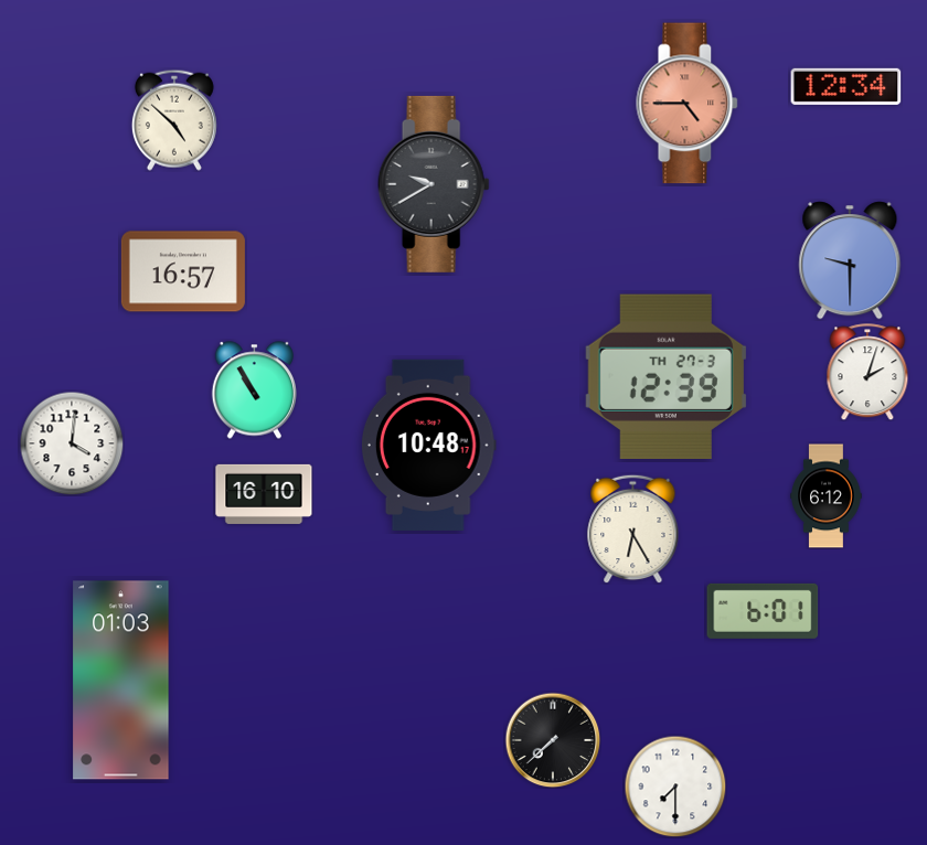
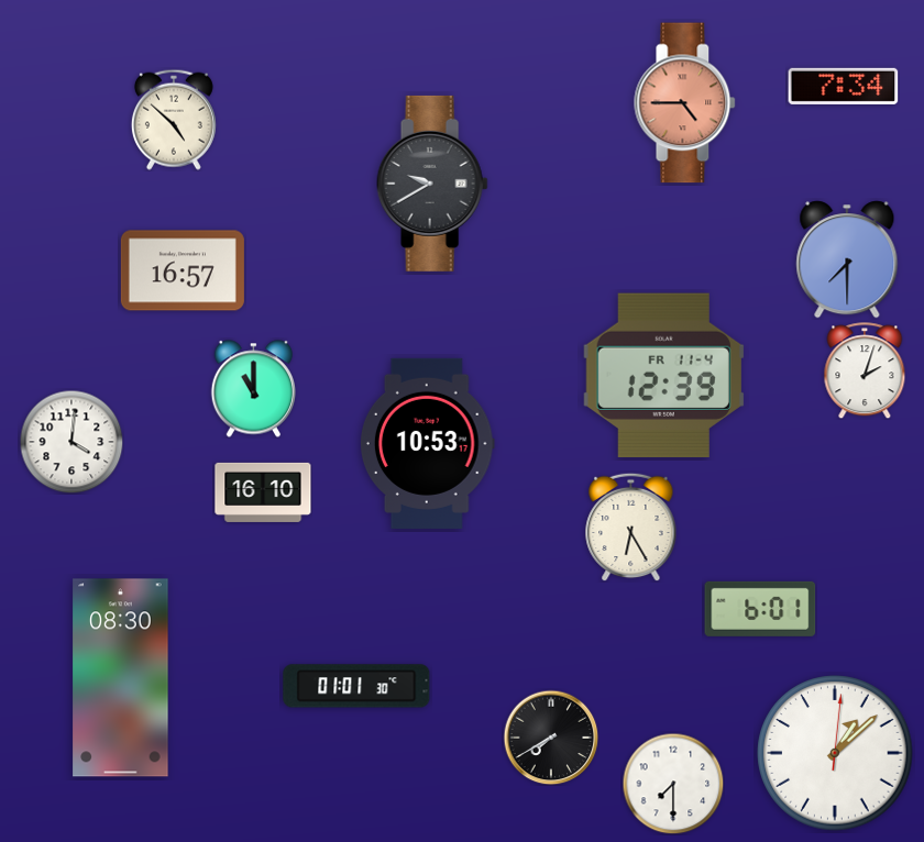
clock at (846, 86): 12:34 -> 7:34
clock at (850, 260): 9:30 -> 7:30
clock at (665, 376) date: TH 27-3 -> FR 11-4
clock at (254, 391): 10:55 -> 11:00
clock at (428, 445): 10:48 -> 10:53
clock at (827, 496): 6:12 -> none
clock at (121, 681): 01:03 -> 08:30
clock at (356, 686): none -> 01:01
clock at (553, 740): 7:38 -> 7:40
clock at (835, 753): none -> 1:08
